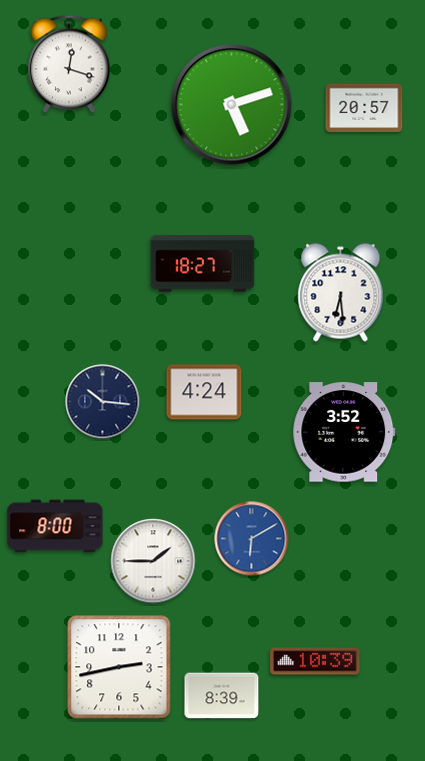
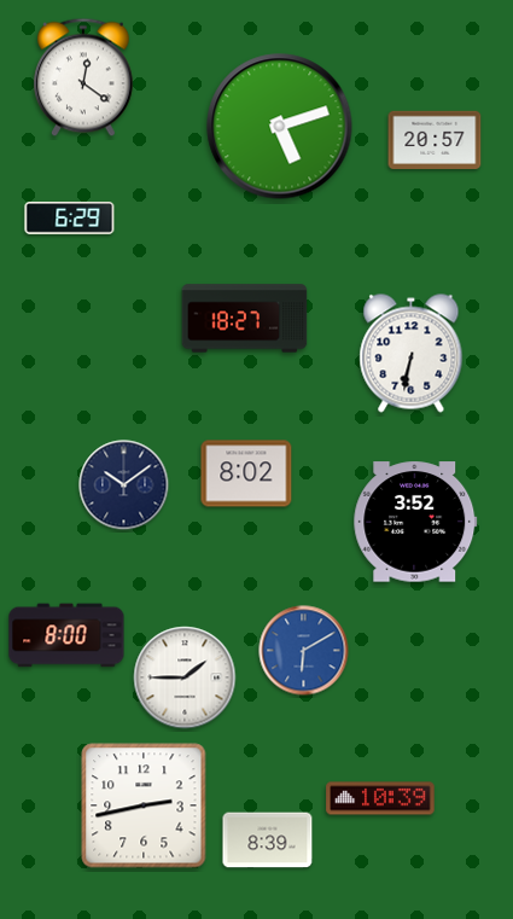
clock at (69, 64): 12:18 -> 12:21
clock at (364, 107) position: (364, 107) -> (435, 139)
clock at (70, 219): none -> 6:29
clock at (341, 293): 6:29 -> 6:32
clock at (204, 392): 4:24 -> 8:02
clock at (103, 402): 10:16 -> 10:09
